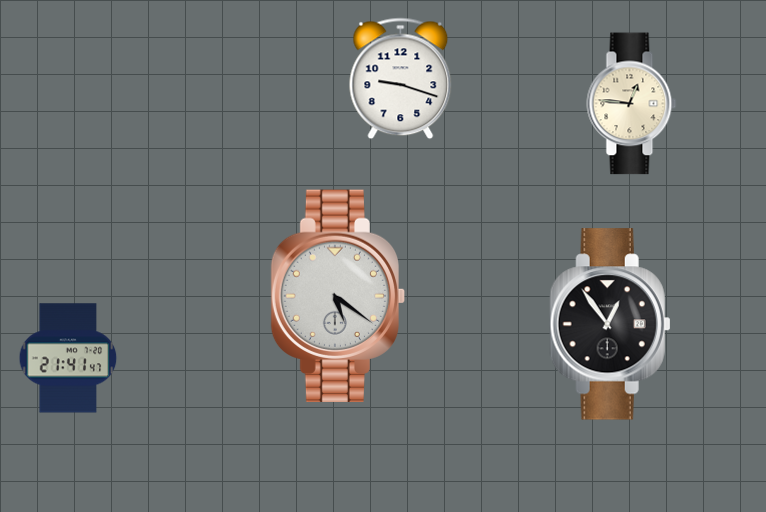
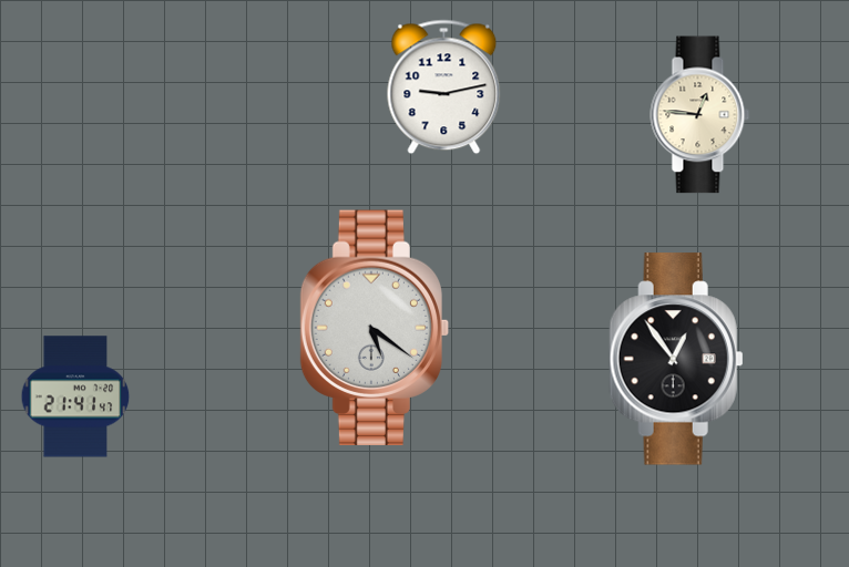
clock at (401, 79): 9:18 -> 9:13
